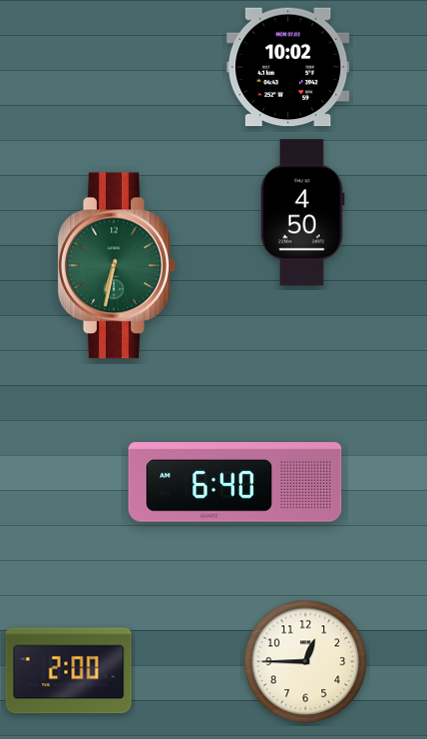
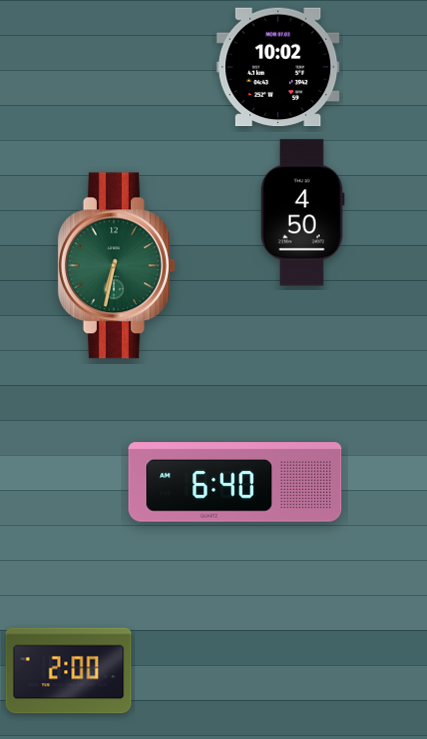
clock at (288, 67) position: (288, 67) -> (278, 67)
clock at (306, 662): 12:45 -> none
